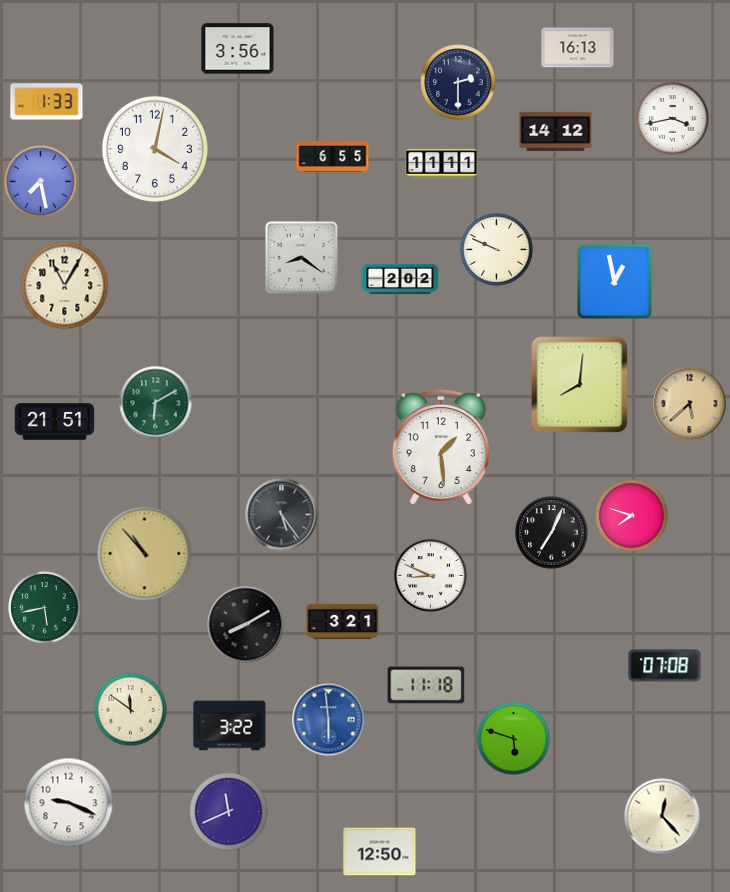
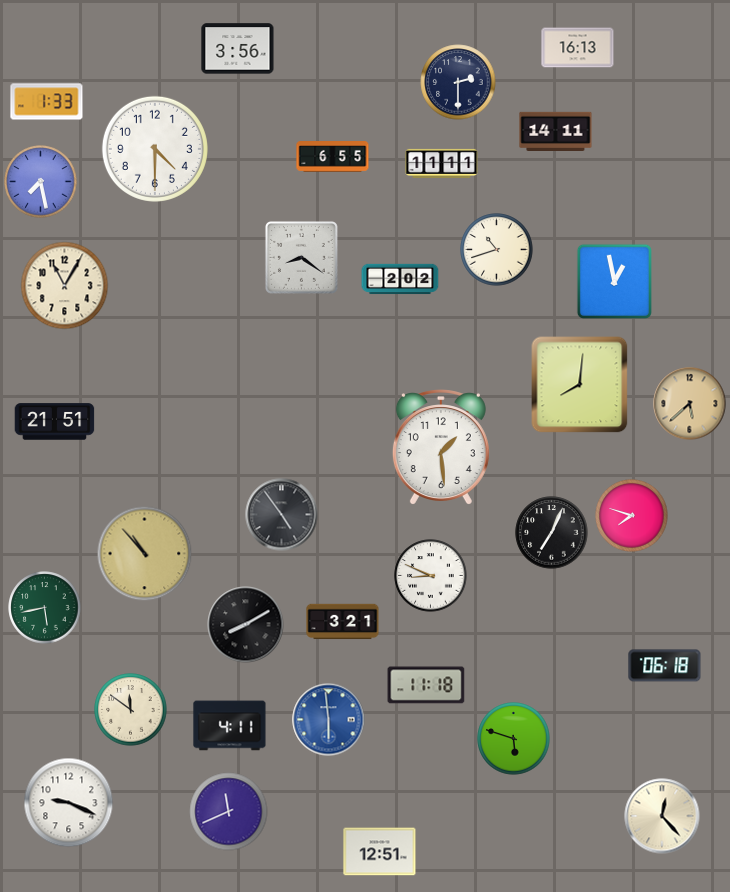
clock at (673, 119): 3:43 -> none
clock at (556, 131): 14:12 -> 14:11
clock at (155, 149): 4:02 -> 4:30
clock at (497, 250): 9:49 -> 10:42
clock at (156, 403): 6:10 -> none
clock at (282, 515): 5:24 -> 4:54
clock at (665, 666): 07:08 -> 06:18
clock at (230, 726): 3:22 -> 4:11
clock at (380, 852): 12:50 -> 12:51
